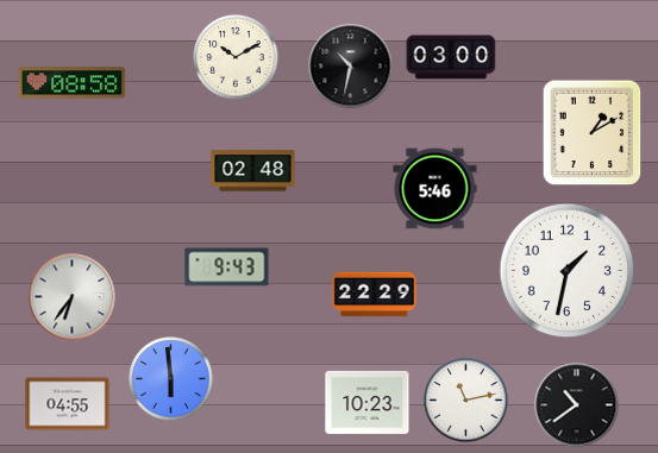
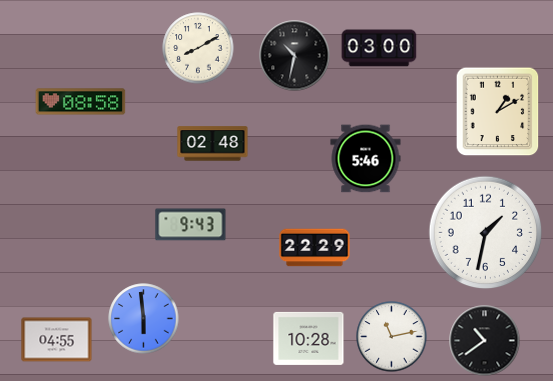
clock at (236, 57): 10:10 -> 8:10
clock at (73, 83) position: (73, 83) -> (81, 102)
clock at (568, 271) position: (568, 271) -> (486, 233)
clock at (73, 297): 6:36 -> none
clock at (368, 402): 10:23 -> 10:28
